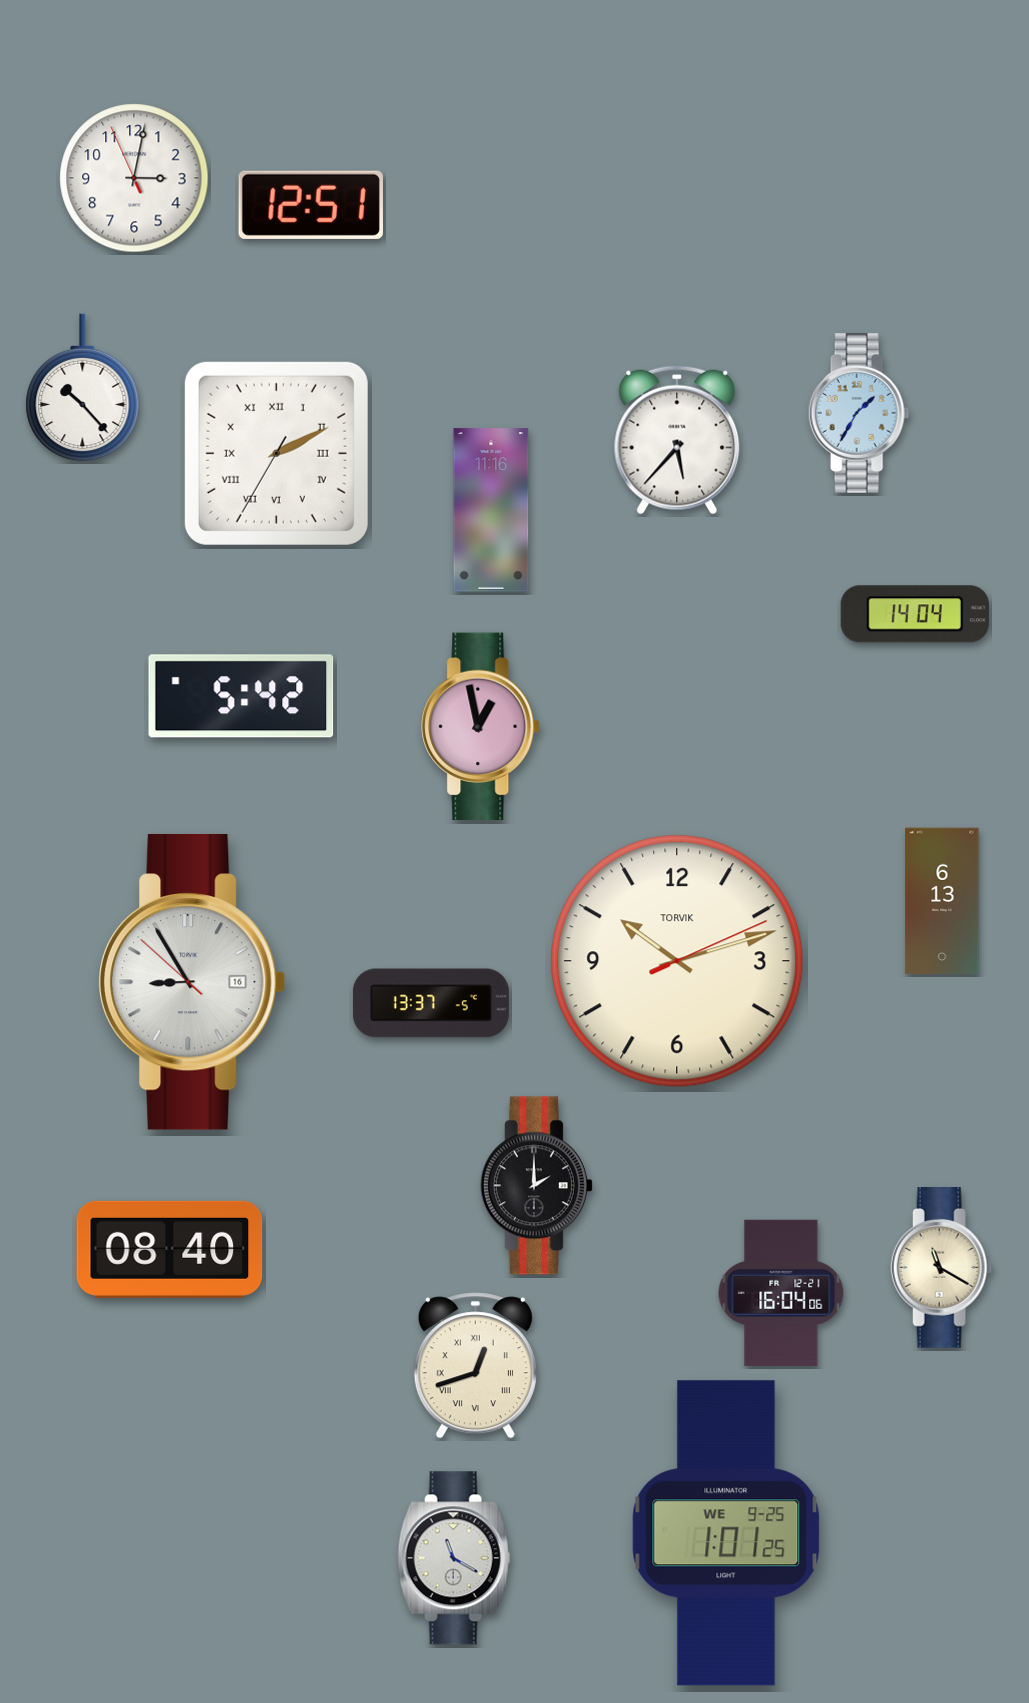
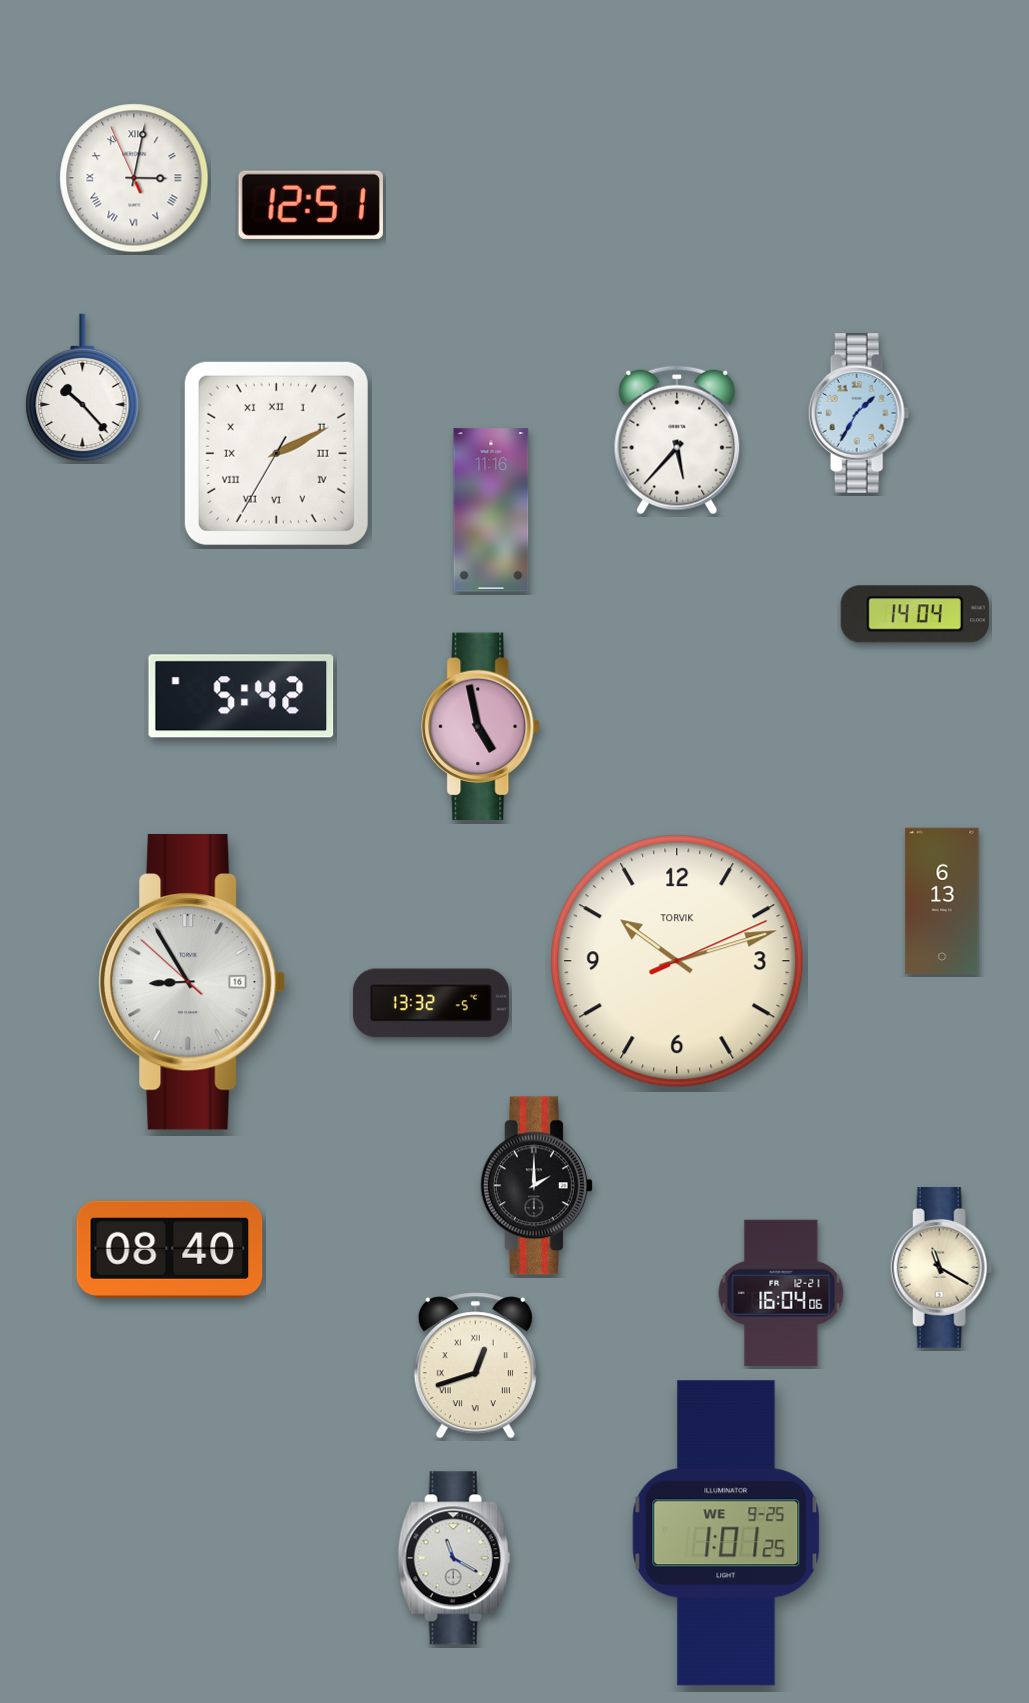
clock at (134, 178) numerals: Arabic -> Roman
clock at (481, 727): 12:58 -> 4:58
clock at (431, 1003): 13:37 -> 13:32
